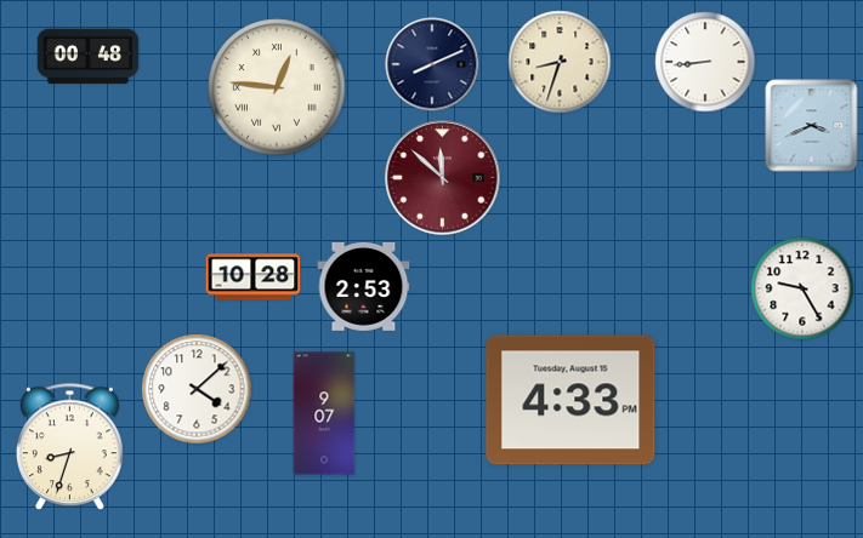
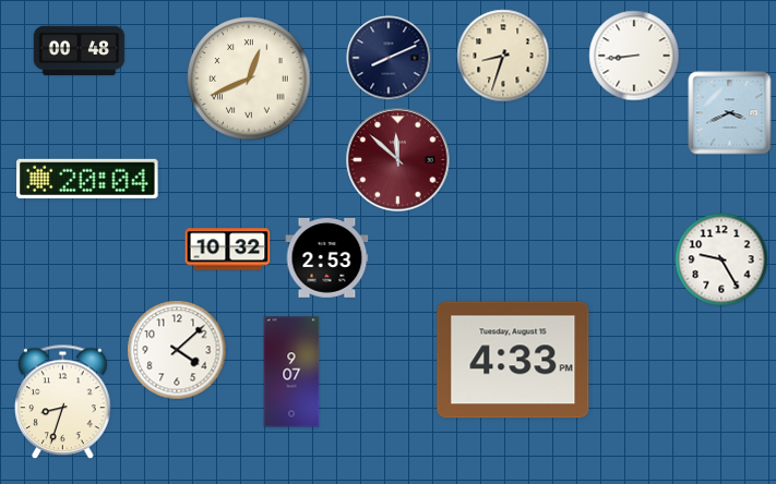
clock at (277, 87): 12:46 -> 12:41
clock at (87, 179): none -> 20:04
clock at (254, 277): 10:28 -> 10:32
